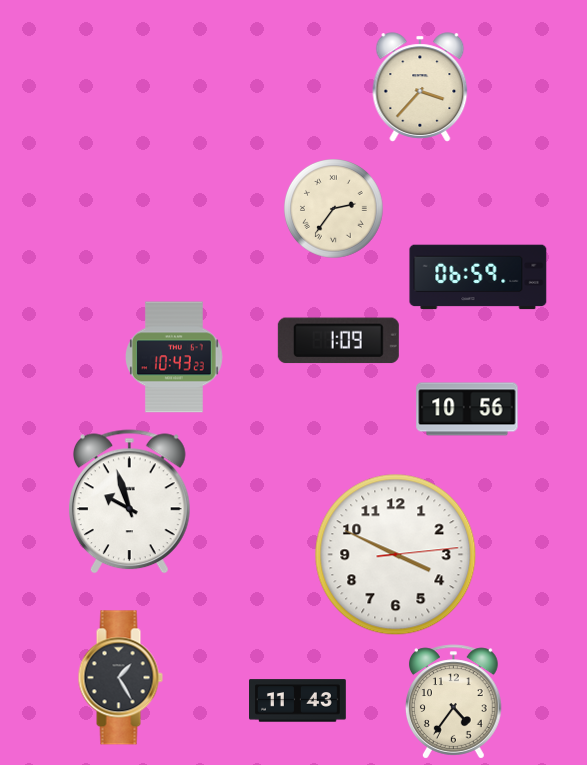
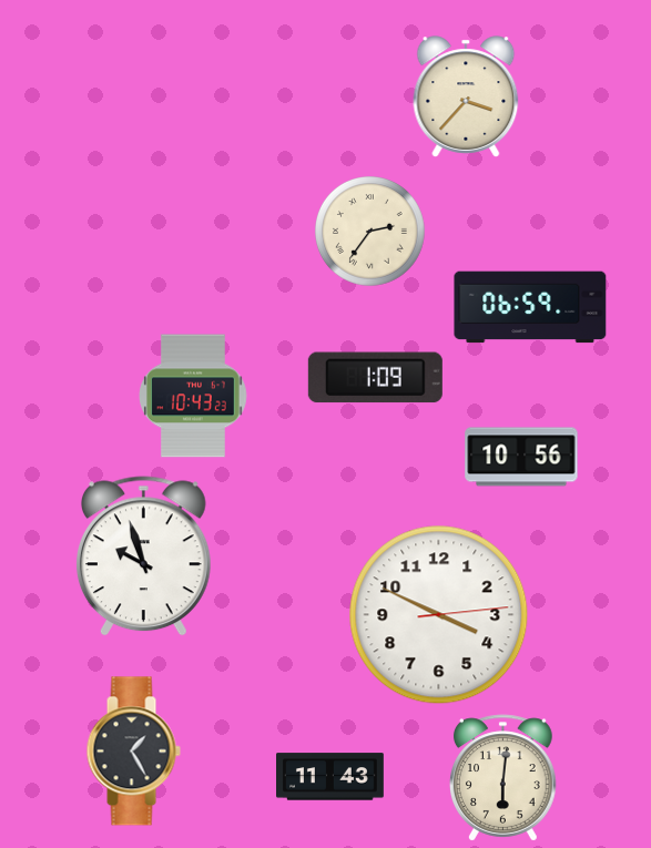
clock at (467, 409) position: (467, 409) -> (521, 457)
clock at (454, 702): 4:36 -> 6:01
